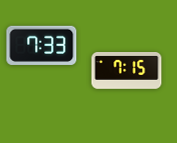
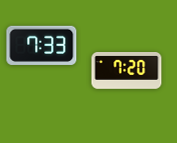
clock at (127, 71): 7:15 -> 7:20
